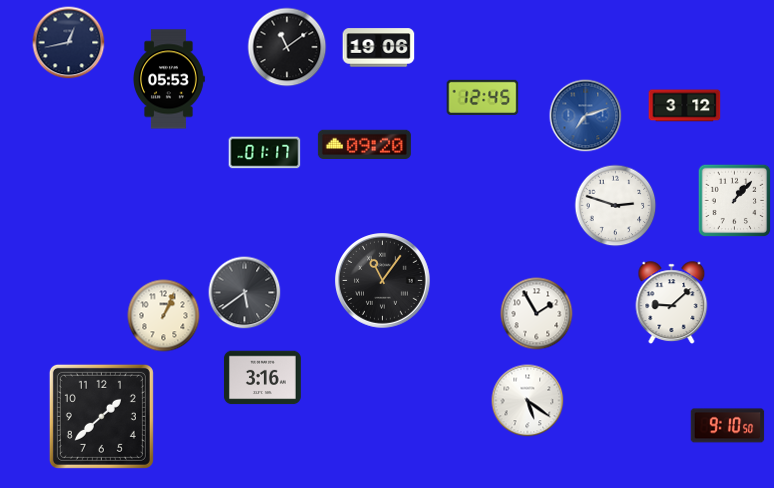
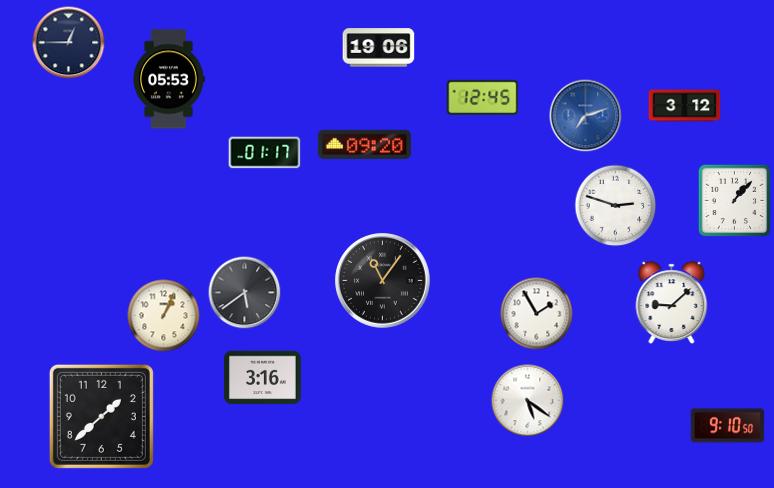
clock at (69, 43): 12:43 -> 12:45
clock at (287, 47): 11:09 -> none
